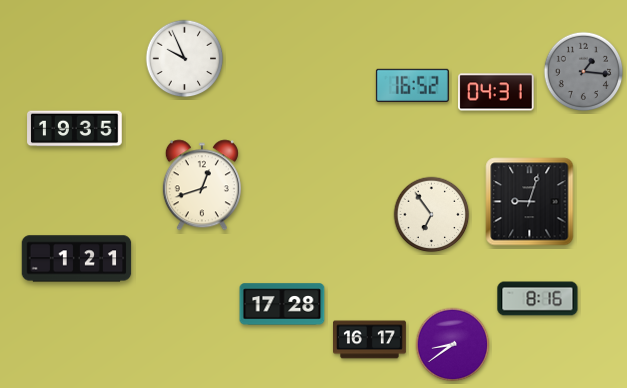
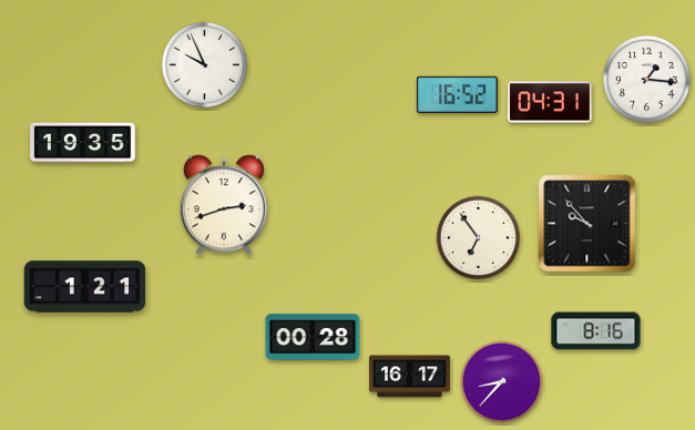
clock at (584, 72) dial: grey -> white
clock at (202, 185): 12:42 -> 2:42
clock at (530, 202): 9:03 -> 9:53
clock at (282, 304): 17:28 -> 00:28
clock at (453, 345): 8:39 -> 8:37
